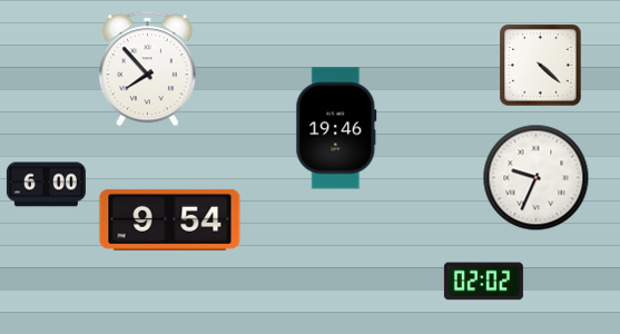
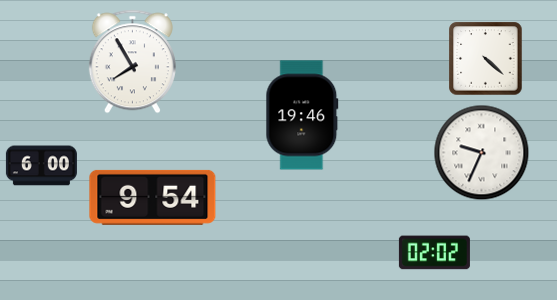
clock at (147, 69): 7:53 -> 7:55
clock at (537, 178) position: (537, 178) -> (482, 153)
